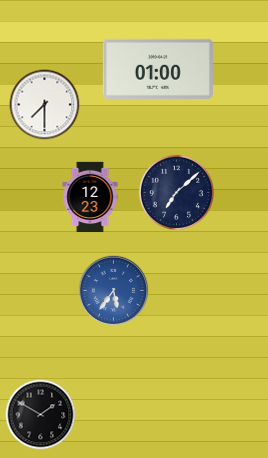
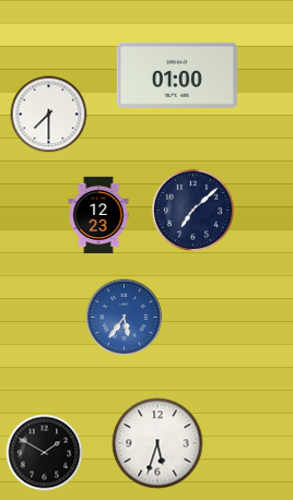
clock at (158, 69) position: (158, 69) -> (177, 75)
clock at (157, 443): none -> 5:33
